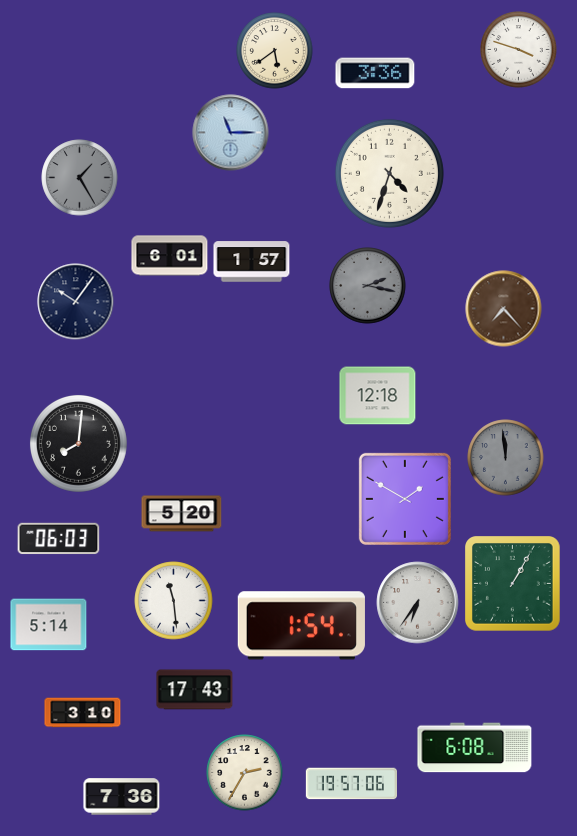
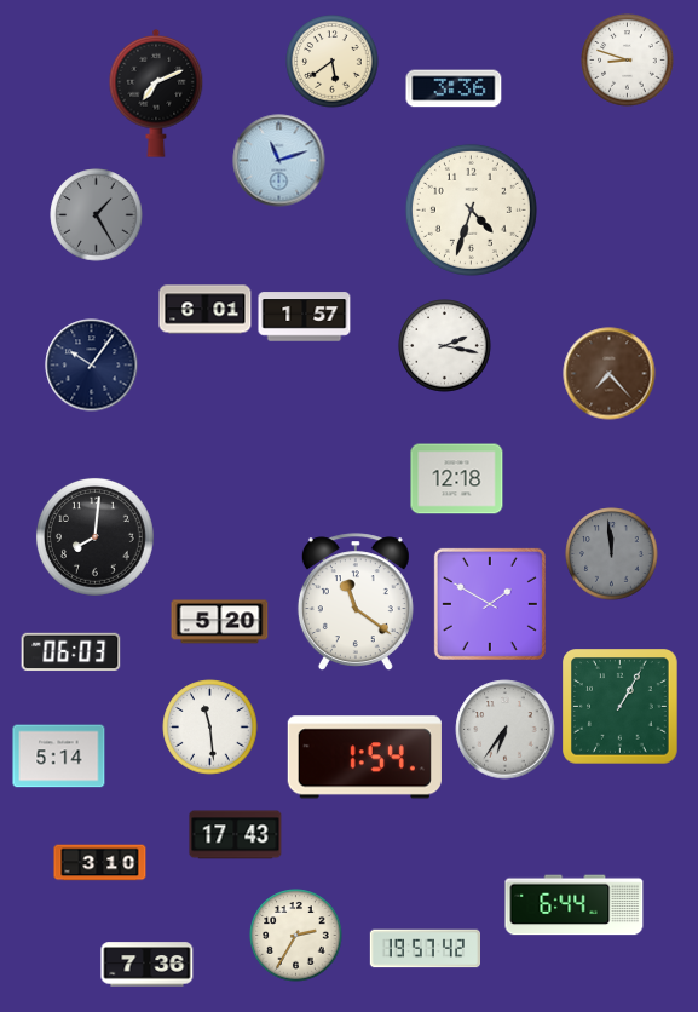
clock at (519, 50): 3:48 -> 8:48
clock at (156, 93): none -> 7:11
clock at (231, 133): 11:15 -> 11:12
clock at (368, 286) dial: grey -> white
clock at (356, 602): none -> 11:21
clock at (475, 748): 6:08 -> 6:44
clock at (351, 784): 19:57:06 -> 19:57:42
